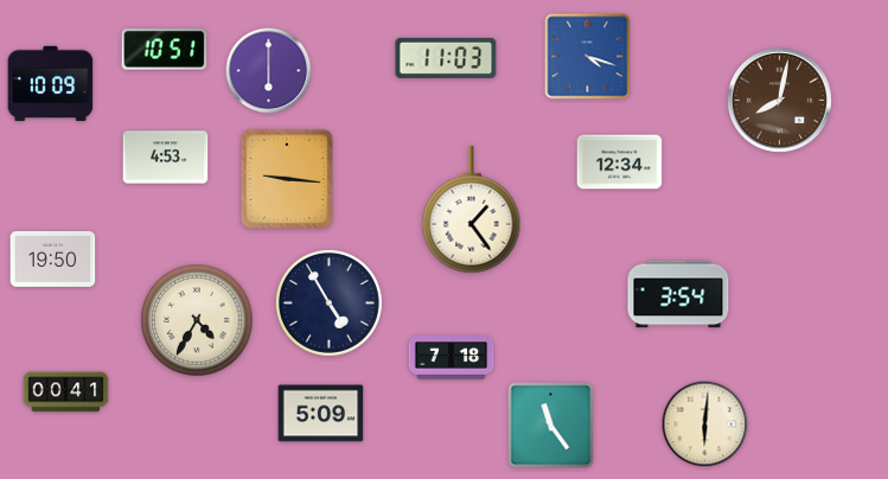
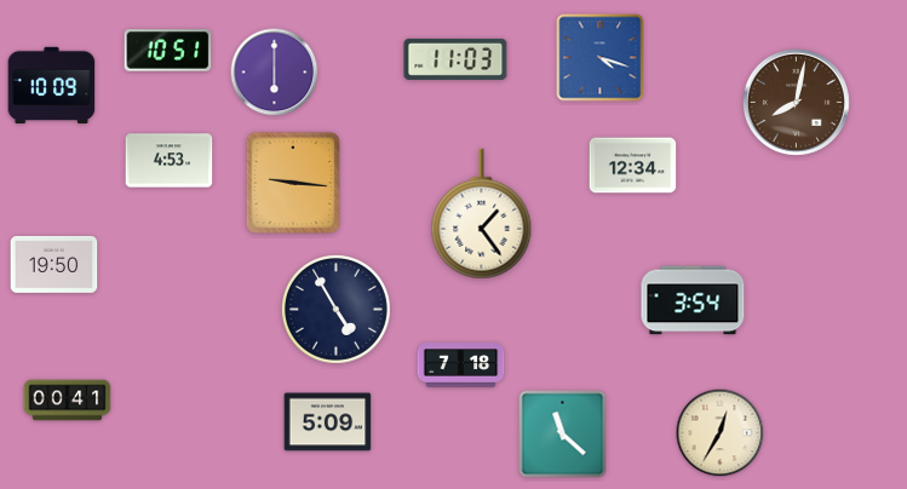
clock at (197, 320): 4:35 -> none
clock at (705, 424): 6:01 -> 12:35
clock at (551, 426): 11:24 -> 11:22
